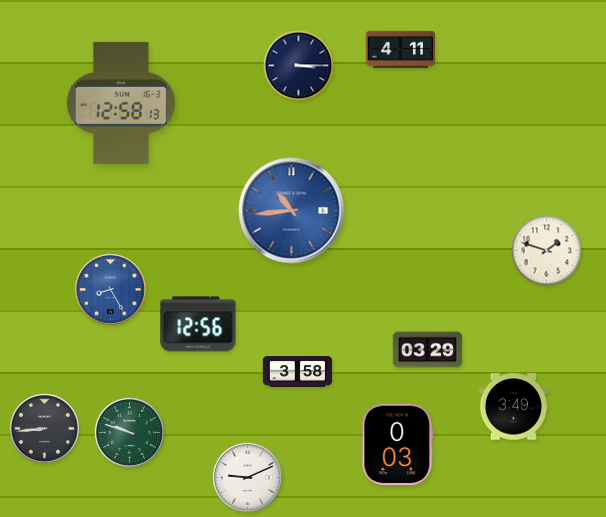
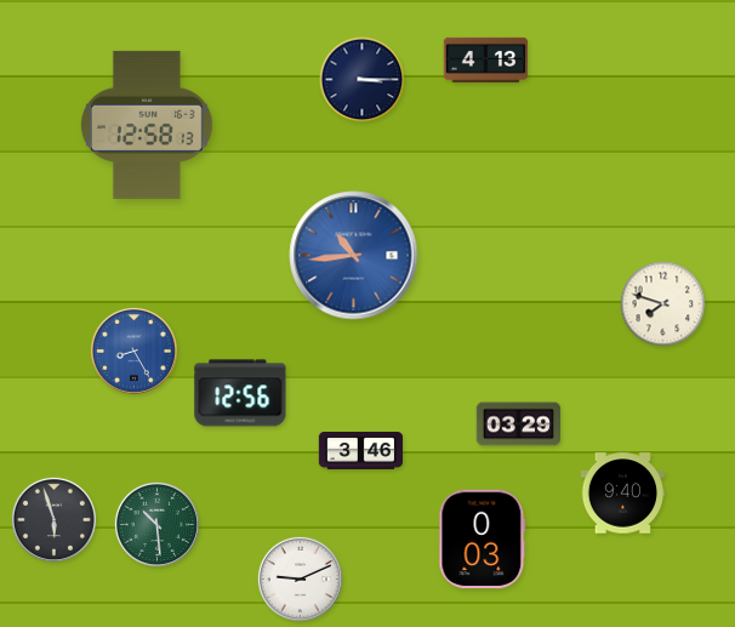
clock at (400, 49): 4:11 -> 4:13
clock at (547, 251): 1:48 -> 7:48
clock at (298, 372): 3:58 -> 3:46
clock at (514, 407): 3:49 -> 9:40
clock at (44, 428): 8:44 -> 5:57
clock at (129, 432): 9:48 -> 10:29
